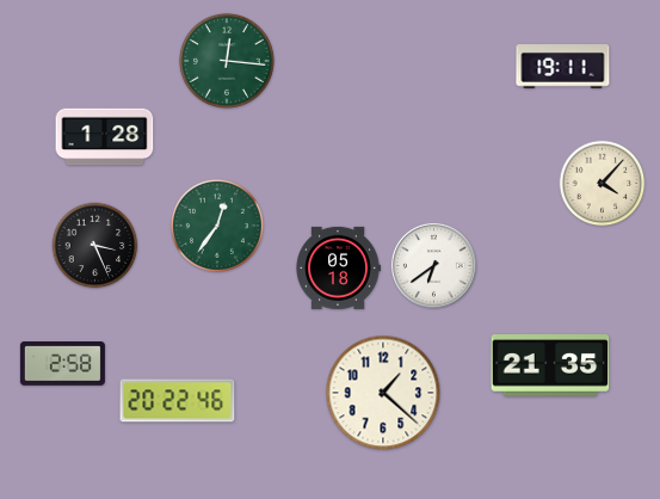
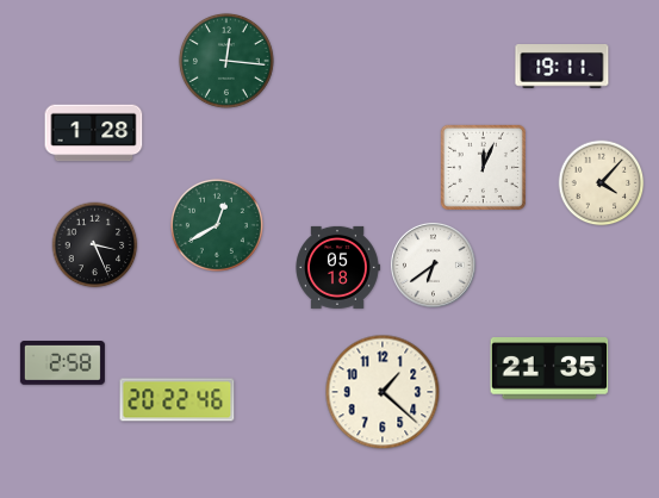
clock at (105, 137) position: (105, 137) -> (94, 133)
clock at (483, 167): none -> 12:04
clock at (217, 226): 12:36 -> 12:40
clock at (550, 366) position: (550, 366) -> (549, 369)
